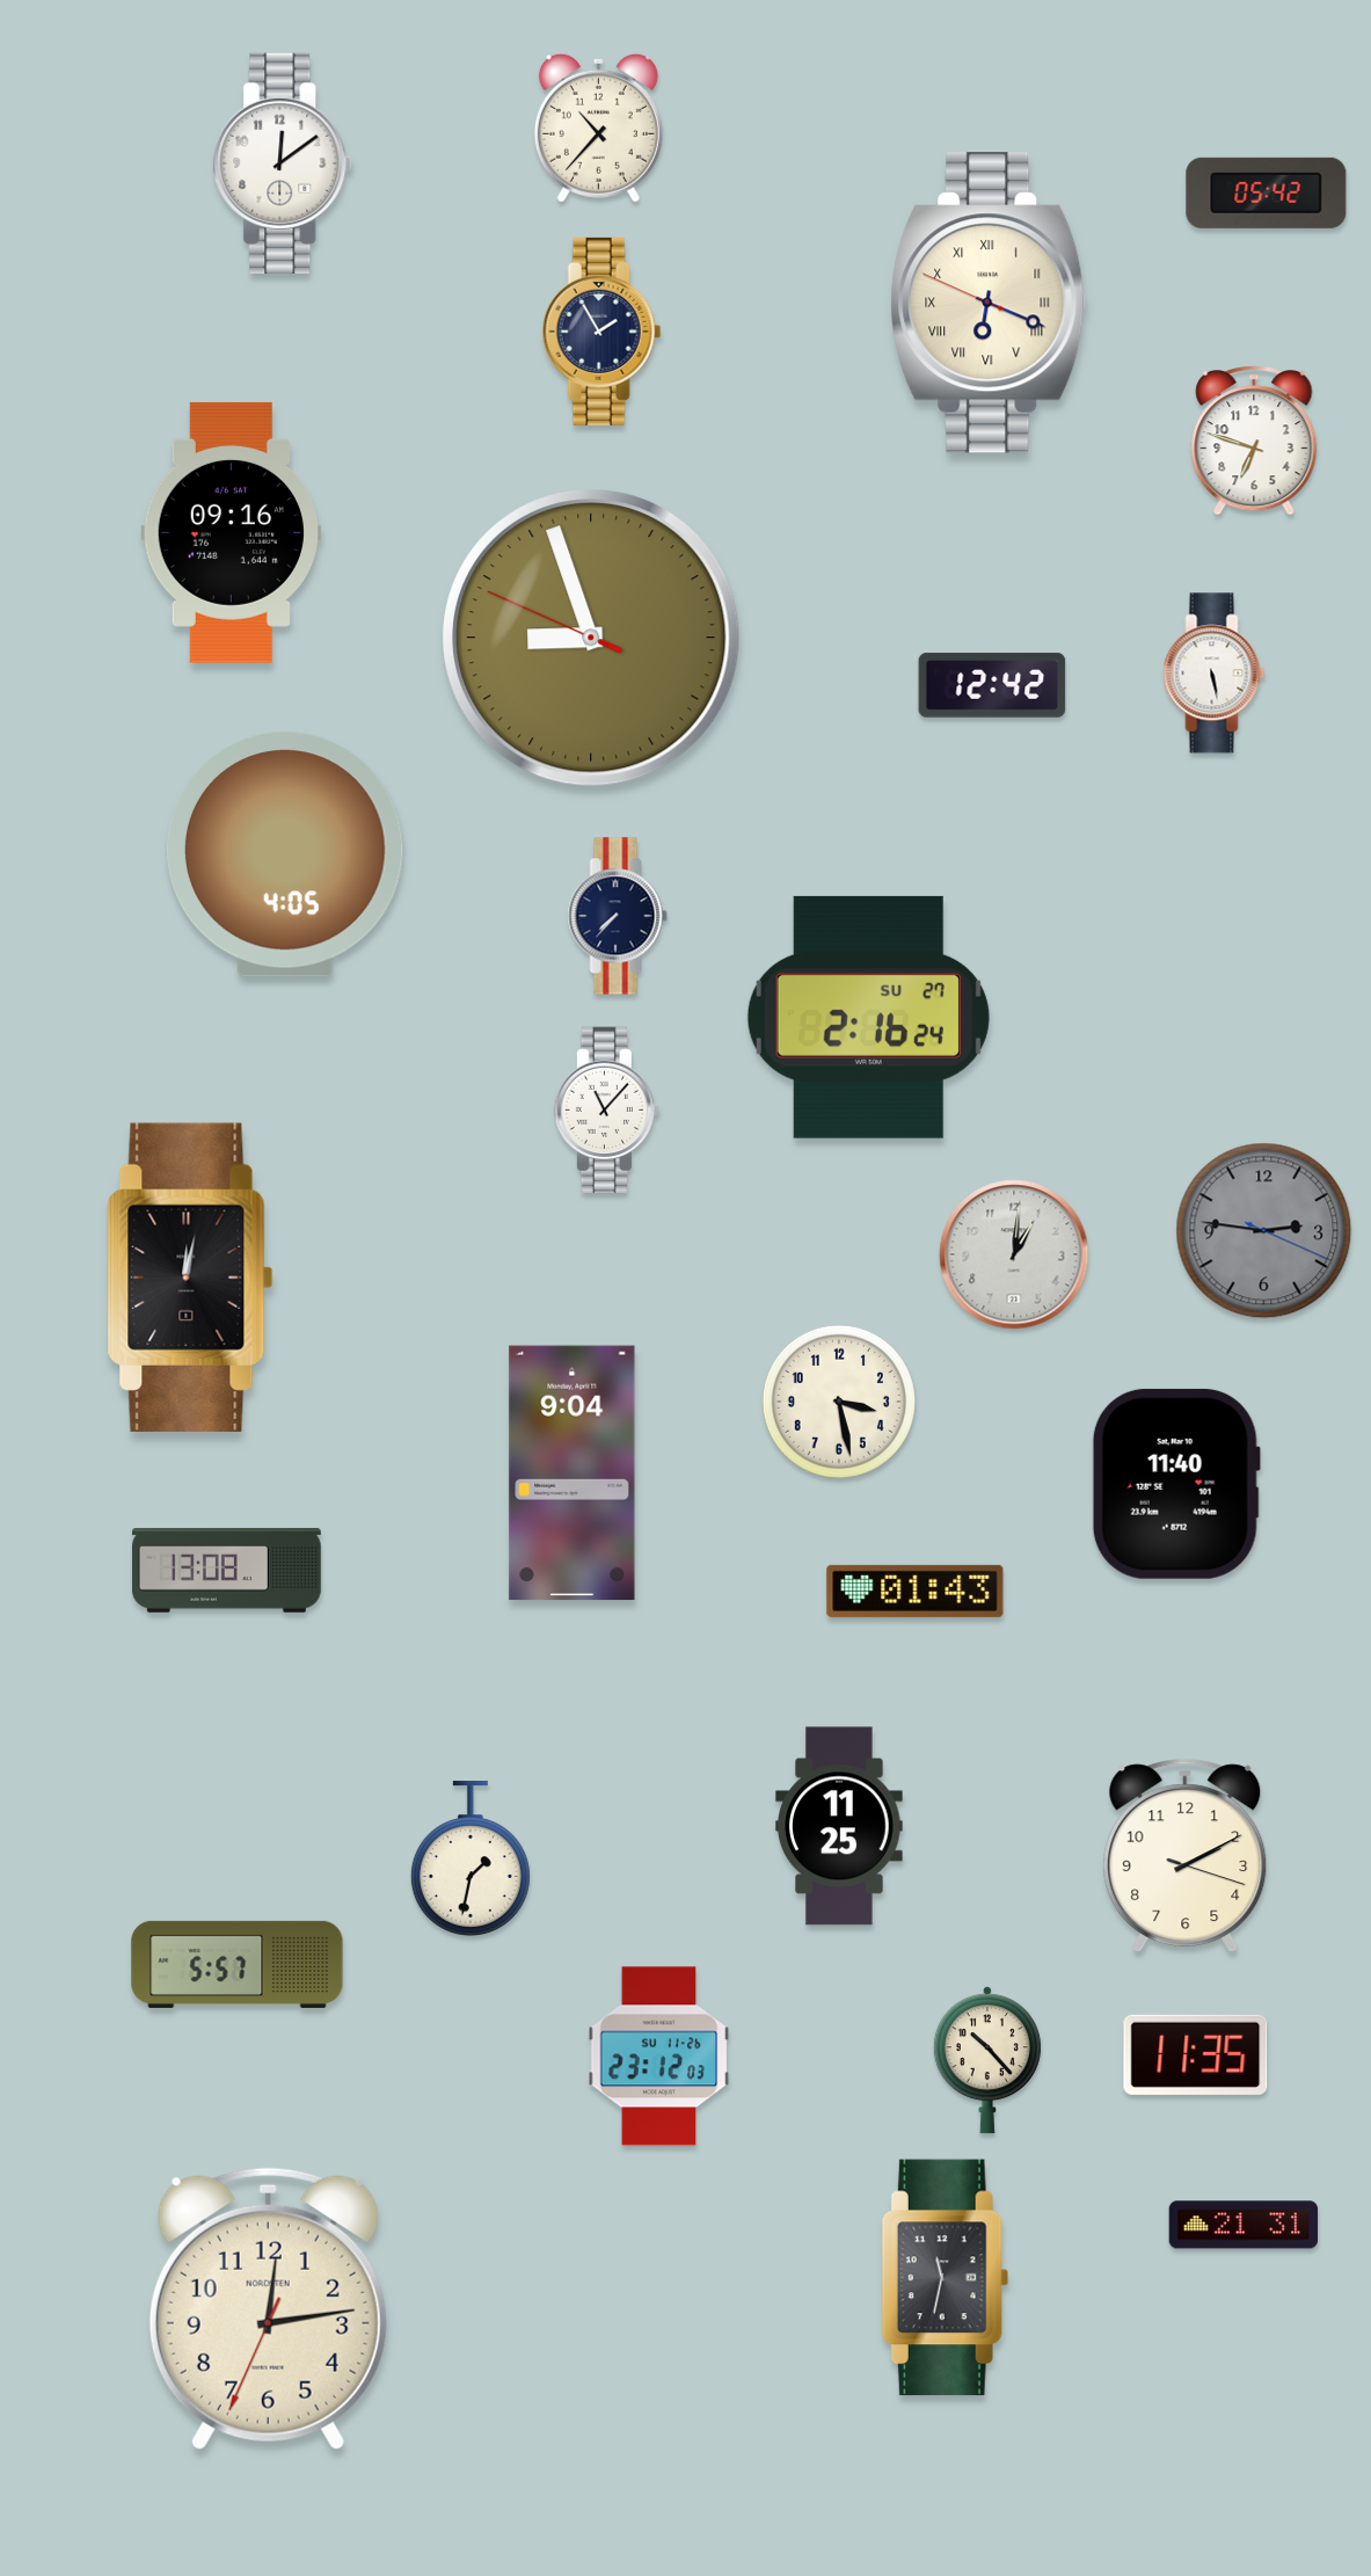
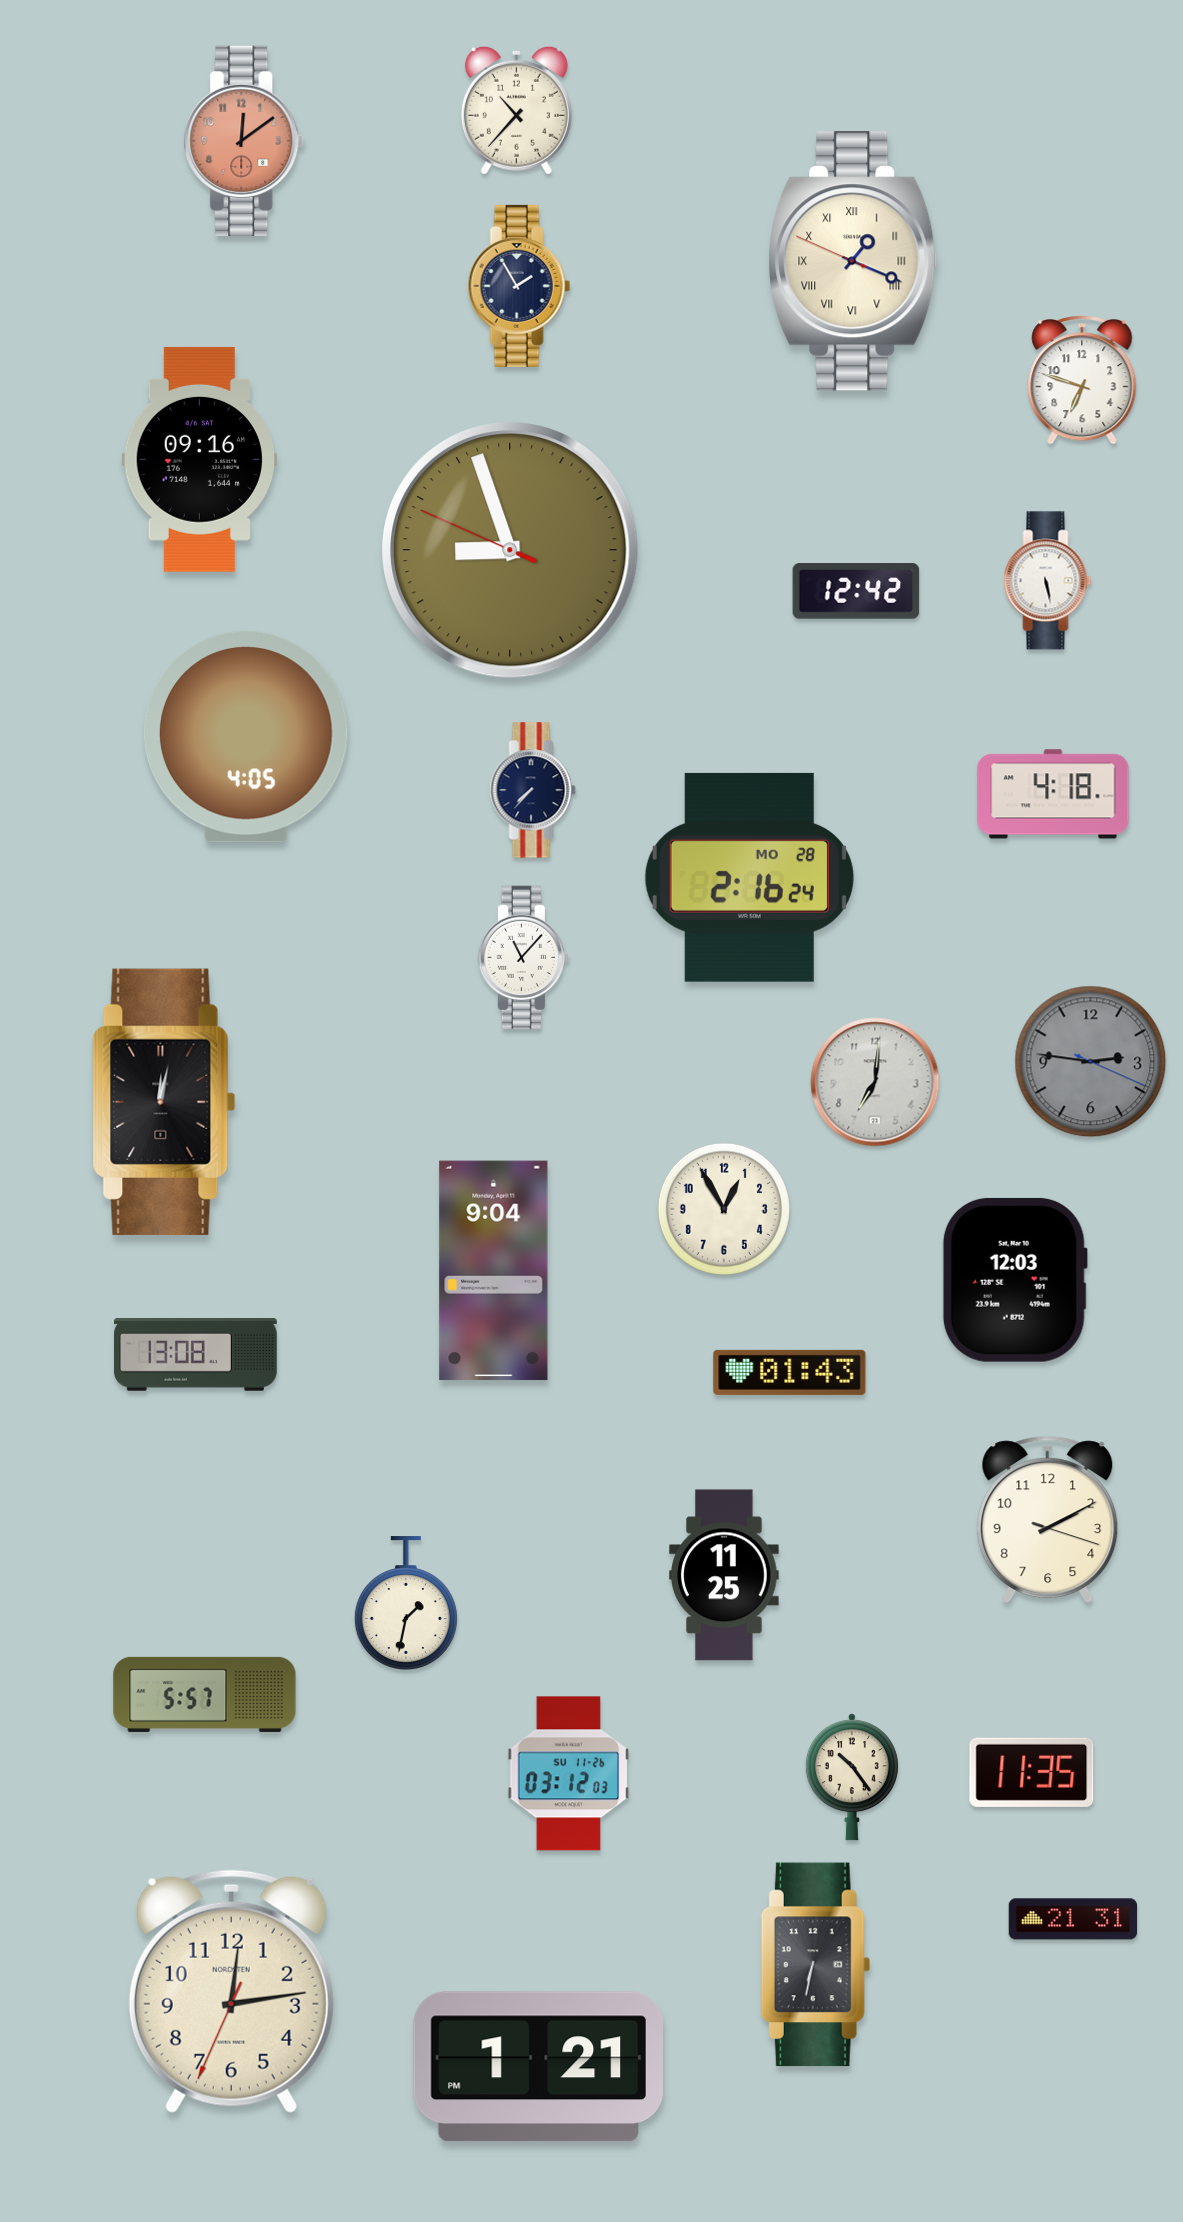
clock at (283, 163) dial: white -> salmon
clock at (1267, 192): 05:42 -> none
clock at (989, 303): 6:18 -> 1:18
clock at (1053, 794): none -> 4:18
clock at (868, 1017) date: SU 27 -> MO 28
clock at (1014, 1254): 1:01 -> 7:01
clock at (839, 1402): 3:28 -> 12:55
clock at (1176, 1484): 11:40 -> 12:03
clock at (1186, 1856) position: (1186, 1856) -> (1048, 1520)
clock at (659, 2057): 23:12 -> 03:12
clock at (987, 2060): 10:23 -> 10:24
clock at (945, 2278): 11:32 -> 6:32
clock at (538, 2067): none -> 1:21
